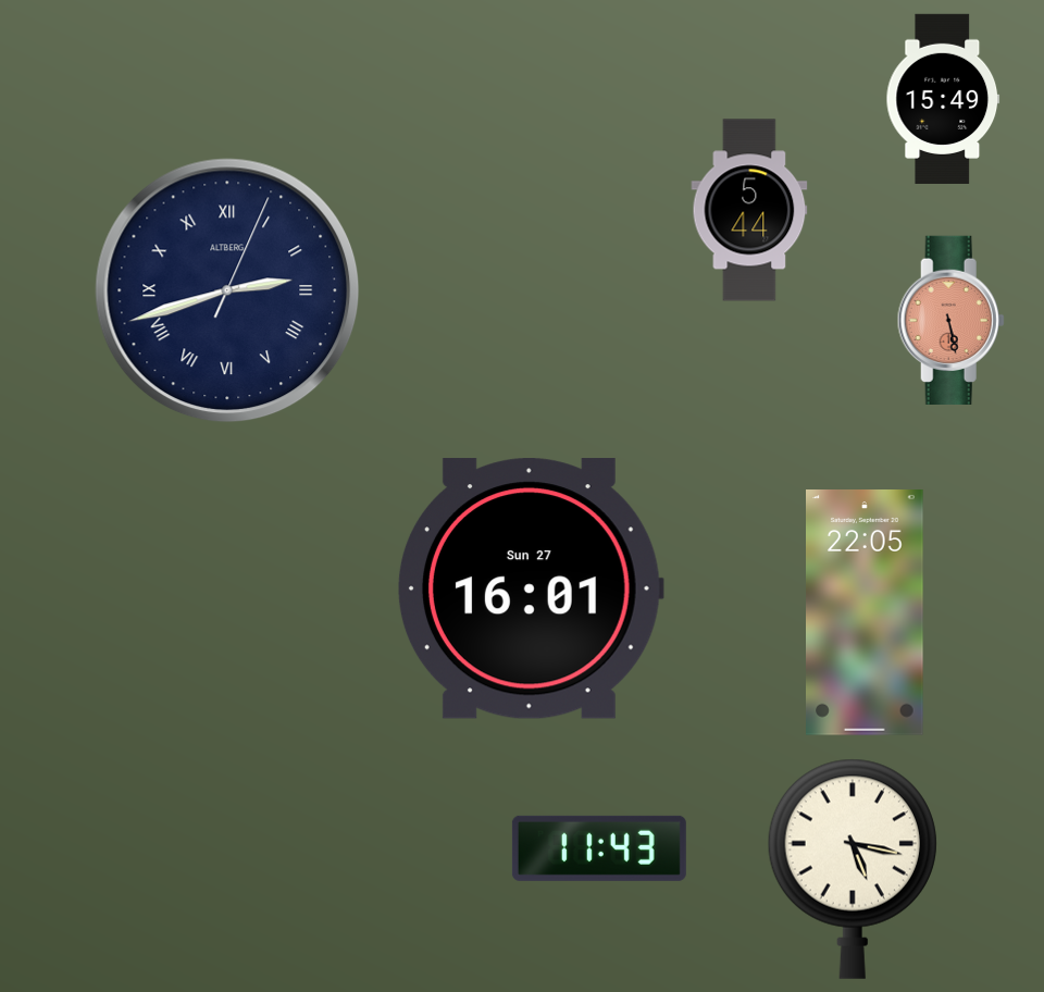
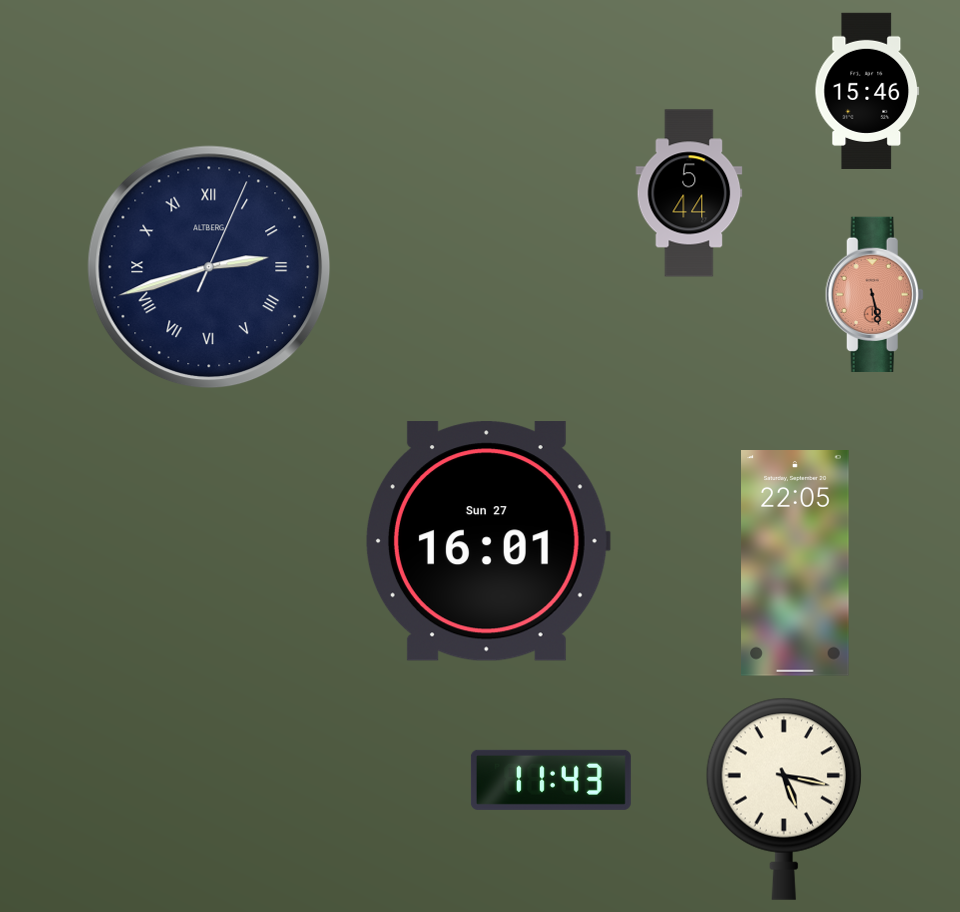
clock at (943, 99): 15:49 -> 15:46
